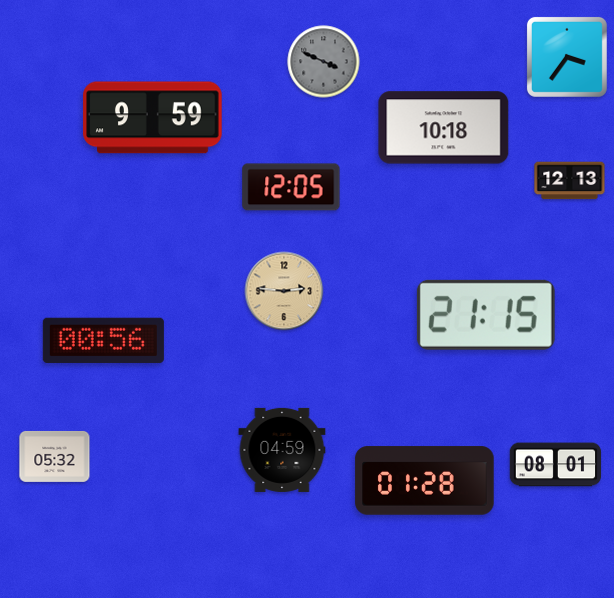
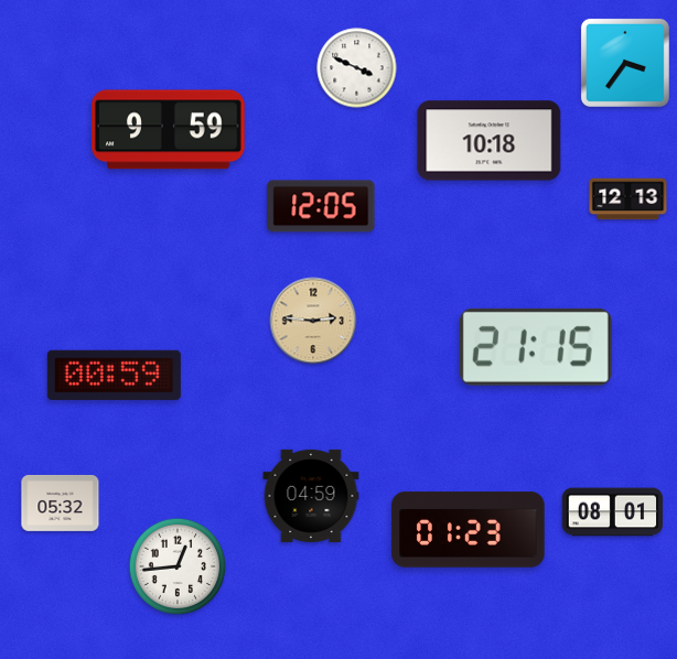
clock at (324, 62) dial: grey -> white
clock at (103, 340): 00:56 -> 00:59
clock at (425, 481): 01:28 -> 01:23
clock at (178, 566): none -> 12:44
